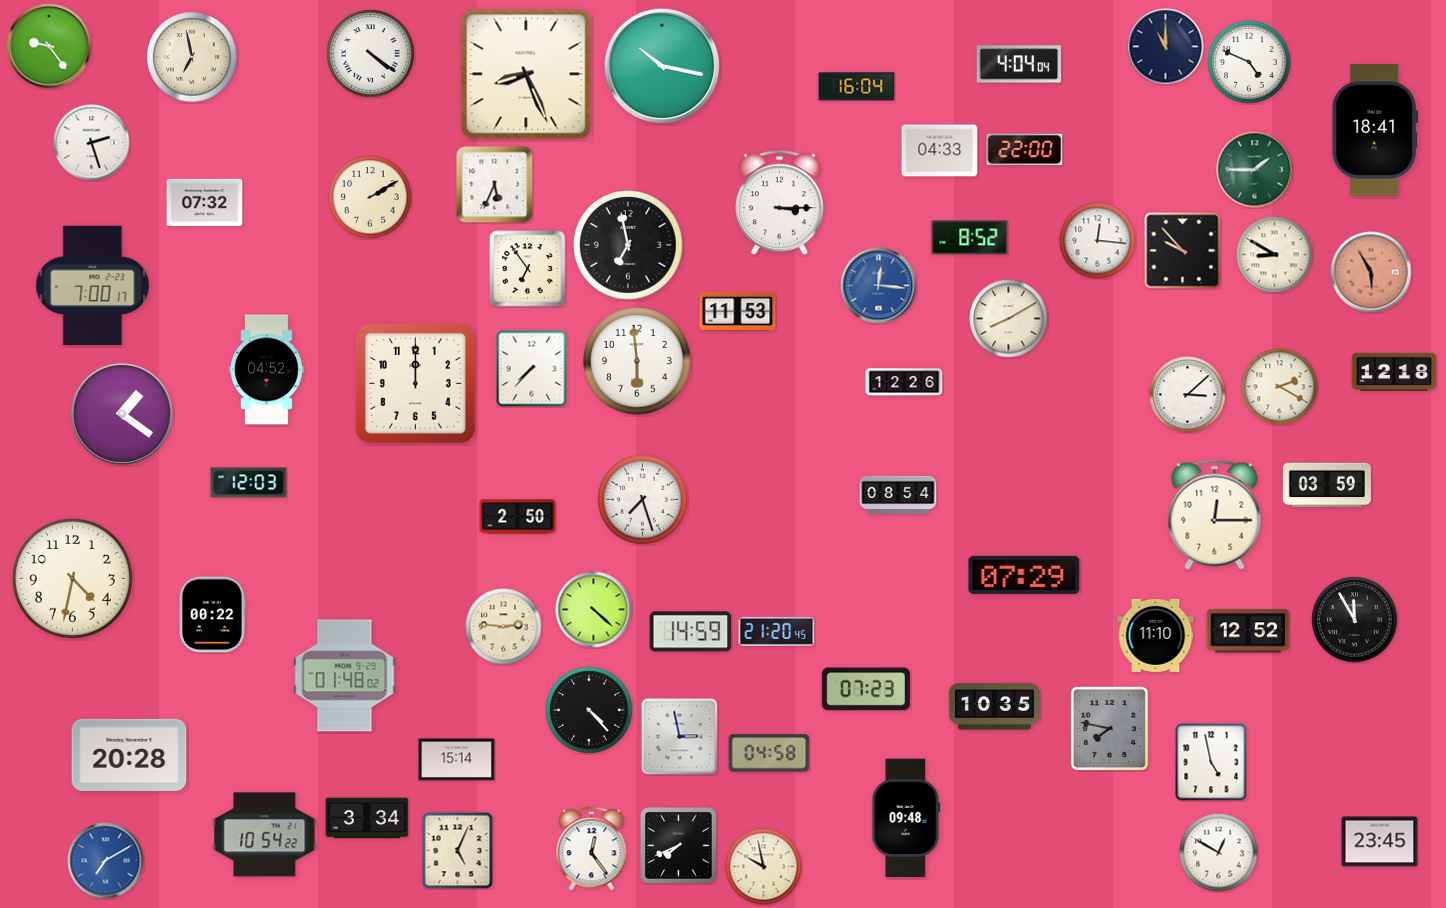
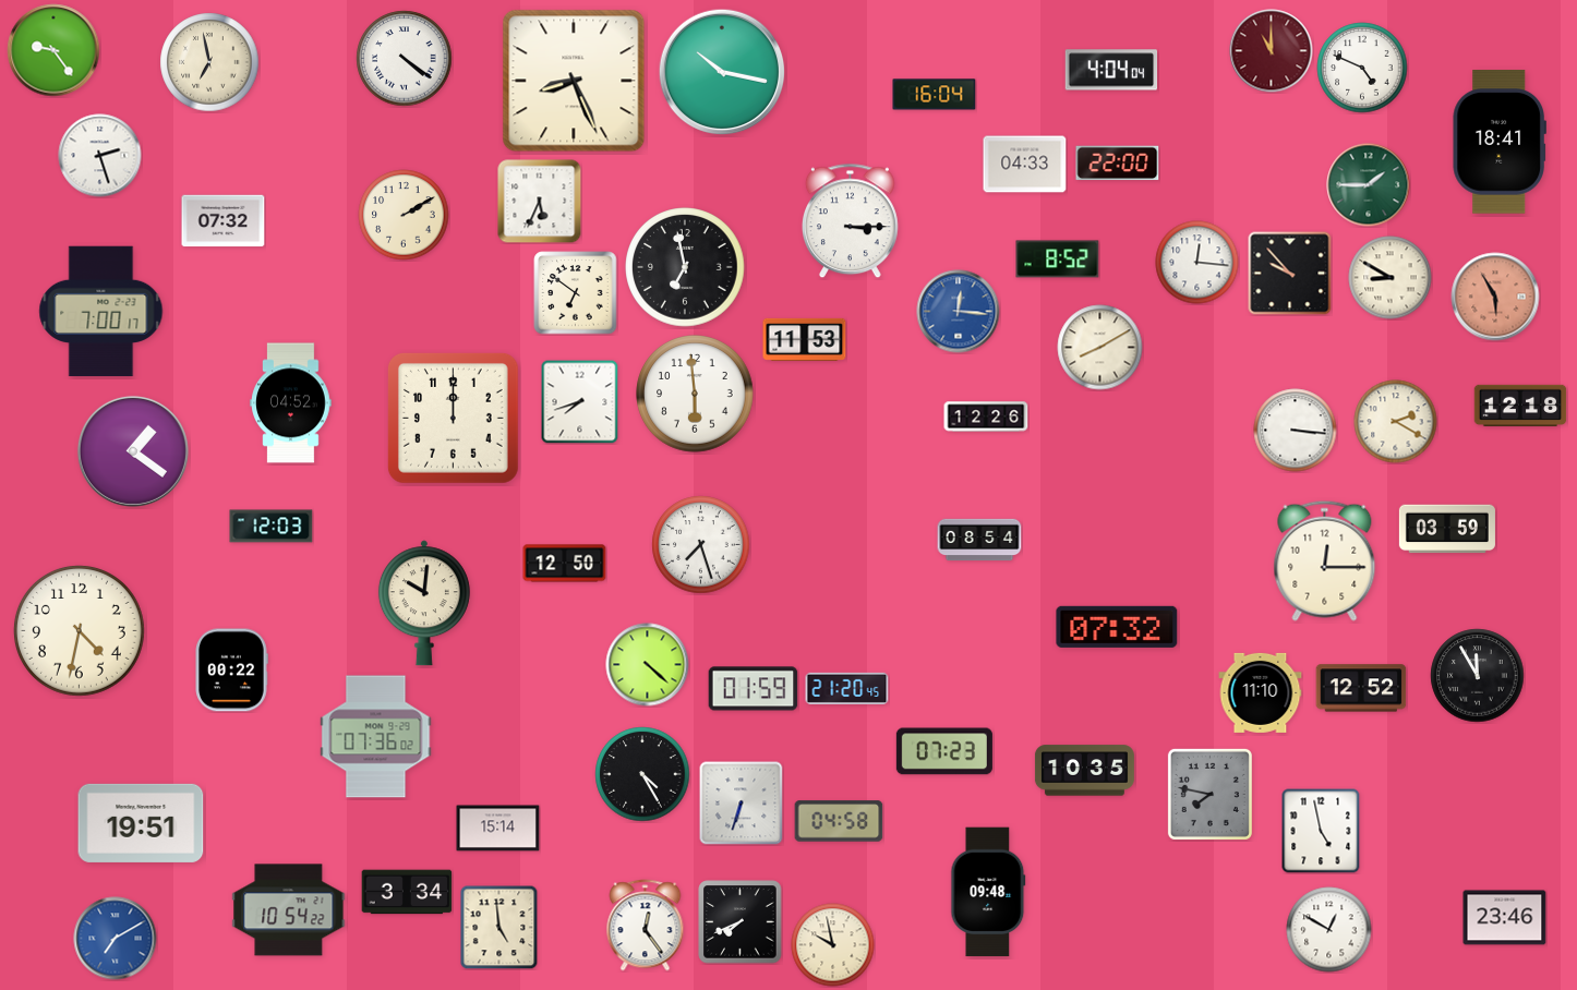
clock at (1166, 47) dial: navy -> burgundy
clock at (528, 269): 6:54 -> 6:51
clock at (532, 368): 7:37 -> 7:42
clock at (1188, 395): 3:08 -> 3:16
clock at (518, 517): 2:50 -> 12:50
clock at (424, 603): none -> 10:01
clock at (1024, 575): 07:29 -> 07:32
clock at (504, 627): 2:46 -> none
clock at (691, 632): 14:59 -> 01:59
clock at (345, 676): 01:48 -> 07:36
clock at (589, 710): 4:23 -> 4:25
clock at (680, 737): 2:58 -> 6:33
clock at (129, 755): 20:28 -> 19:51
clock at (367, 818) position: (367, 818) -> (407, 892)
clock at (1380, 842): 23:45 -> 23:46
clock at (458, 850): 5:04 -> 4:59
